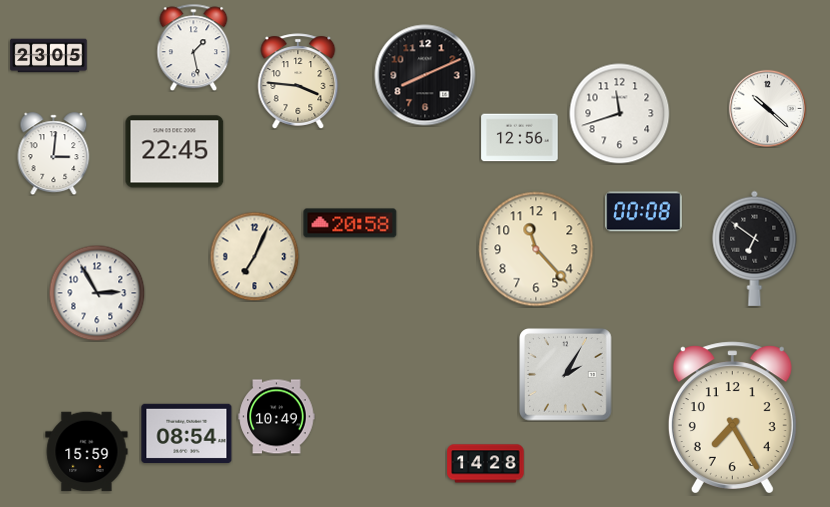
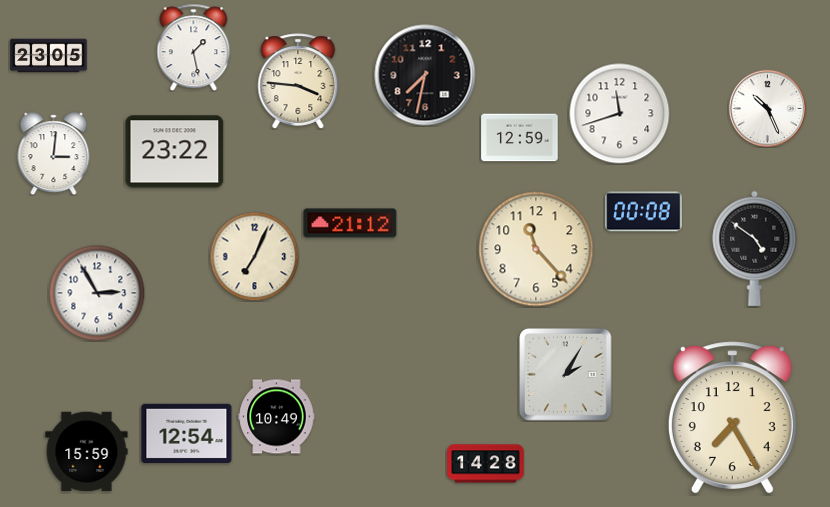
clock at (425, 75): 8:11 -> 7:32
clock at (767, 108): 10:22 -> 10:26
clock at (520, 138): 12:56 -> 12:59
clock at (175, 152): 22:45 -> 23:22
clock at (350, 223): 20:58 -> 21:12
clock at (755, 248): 6:51 -> 4:51
clock at (187, 433): 08:54 -> 12:54
